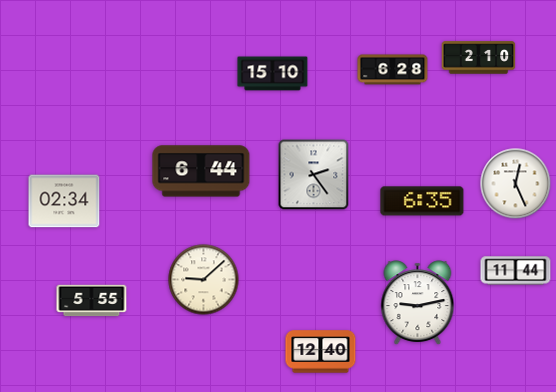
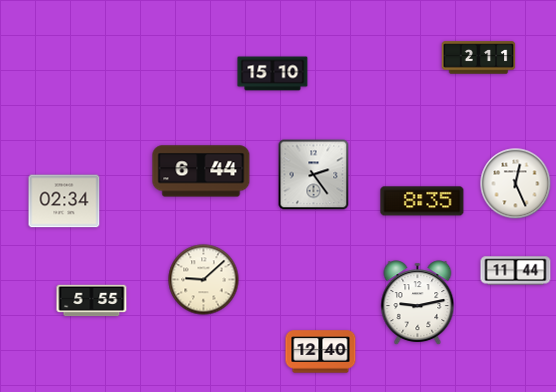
clock at (479, 58): 2:10 -> 2:11
clock at (393, 70): 6:28 -> none
clock at (422, 201): 6:35 -> 8:35
